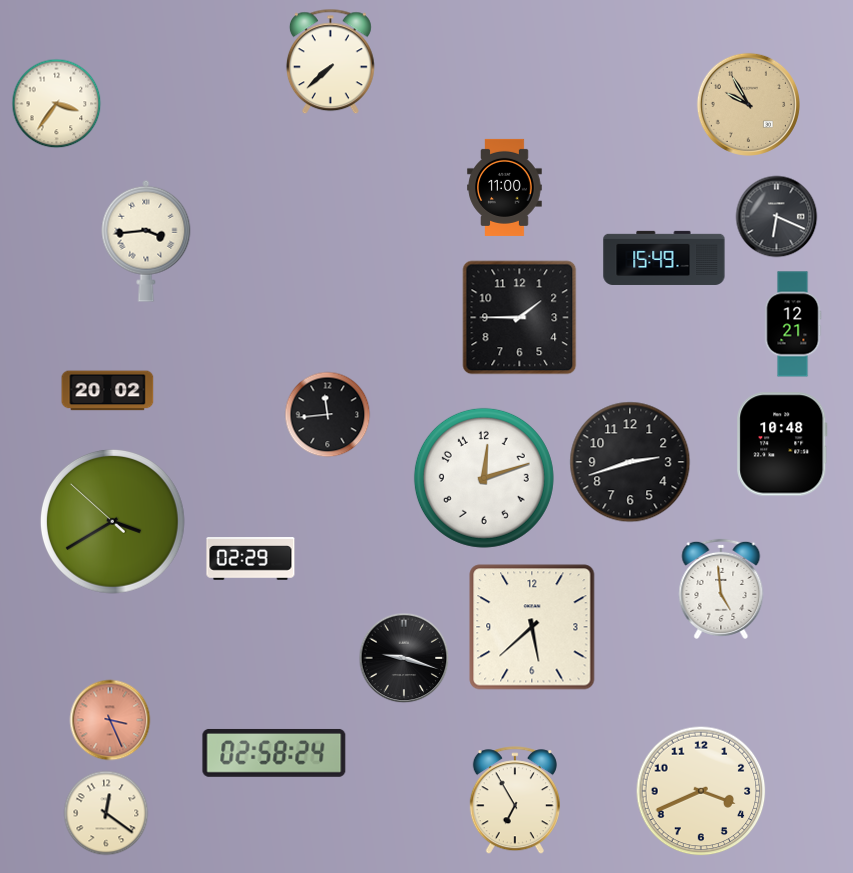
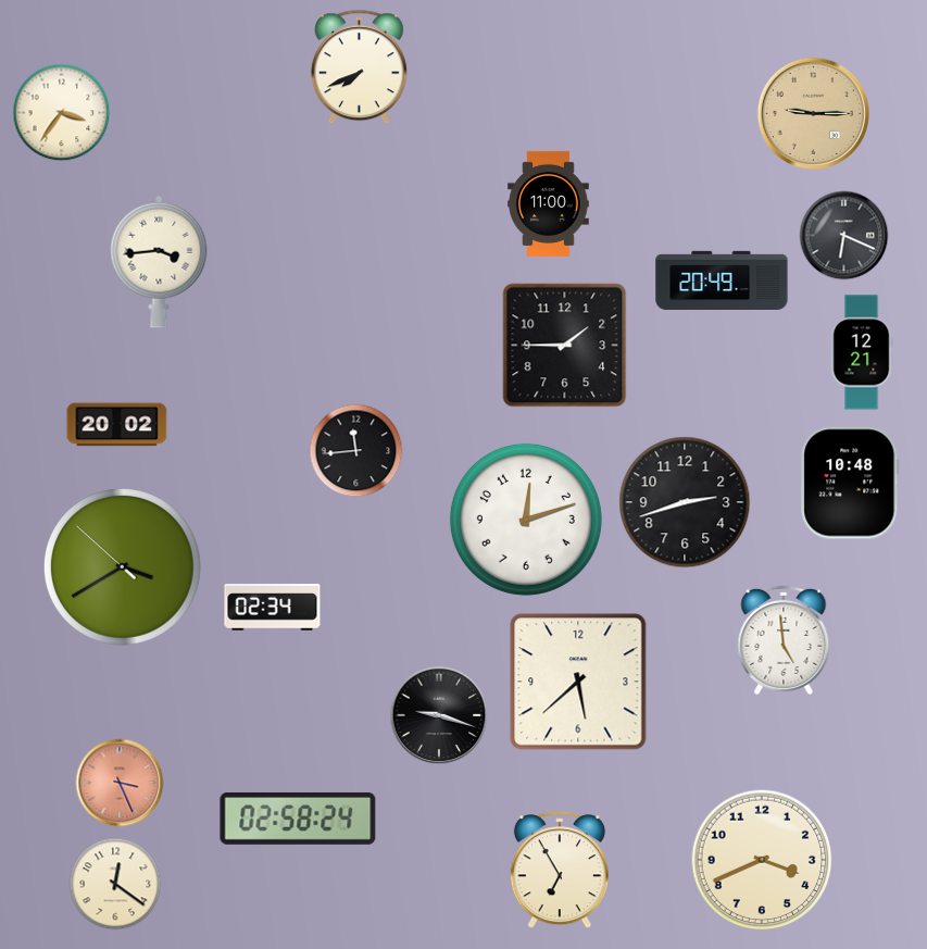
clock at (330, 62): 7:38 -> 7:41
clock at (748, 104): 9:55 -> 9:15
clock at (664, 258): 15:49 -> 20:49
clock at (251, 559): 02:29 -> 02:34
